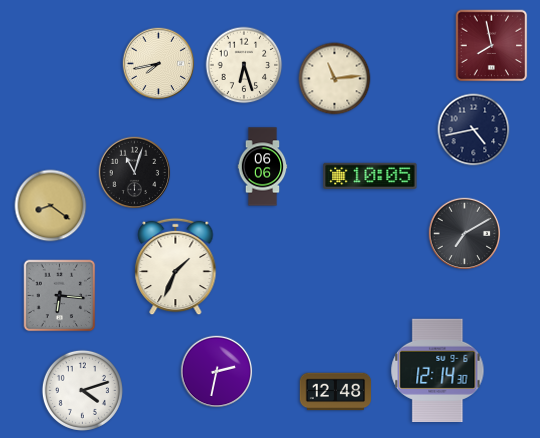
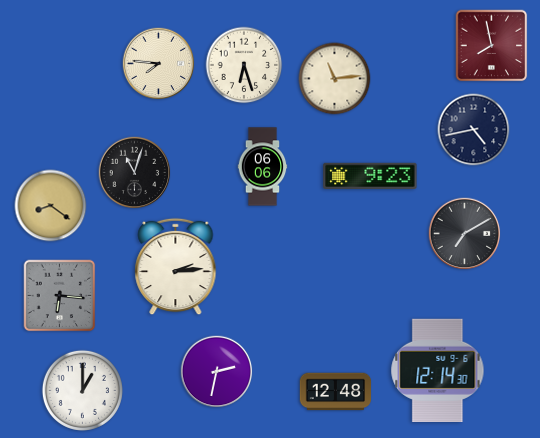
clock at (159, 64): 7:43 -> 7:46
clock at (370, 176): 10:05 -> 9:23
clock at (176, 267): 1:34 -> 2:14
clock at (82, 390): 4:12 -> 1:00
